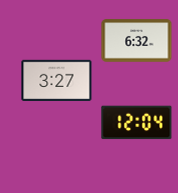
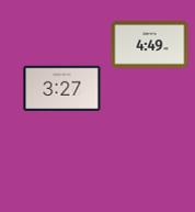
clock at (137, 41): 6:32 -> 4:49
clock at (137, 123): 12:04 -> none
